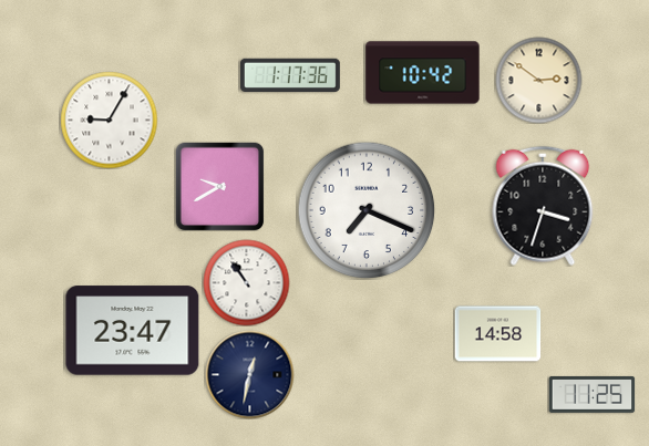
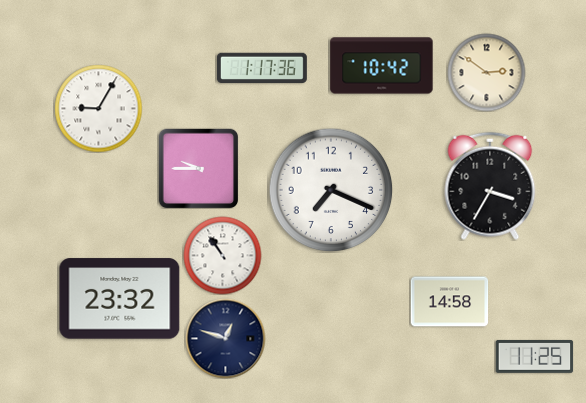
clock at (219, 186): 9:40 -> 9:45
clock at (543, 206): 3:33 -> 3:35
clock at (133, 331): 23:47 -> 23:32
clock at (249, 374): 12:32 -> 12:48
